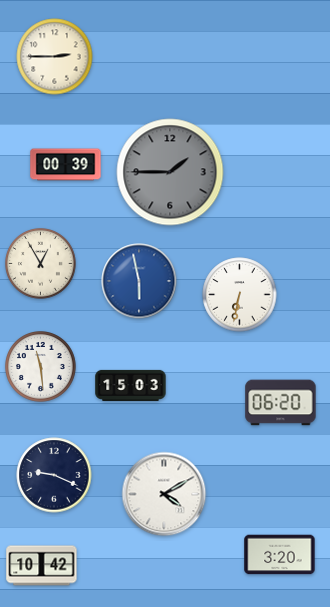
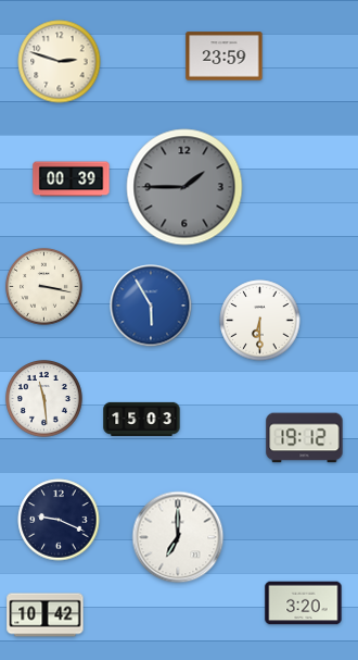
clock at (225, 57): none -> 23:59
clock at (55, 57): 2:45 -> 2:48
clock at (41, 264): 12:55 -> 3:17
clock at (139, 281): 5:58 -> 5:55
clock at (240, 295): 6:32 -> 6:30
clock at (281, 403): 06:20 -> 19:12
clock at (54, 475) position: (54, 475) -> (59, 520)
clock at (164, 494): 4:10 -> 7:00
